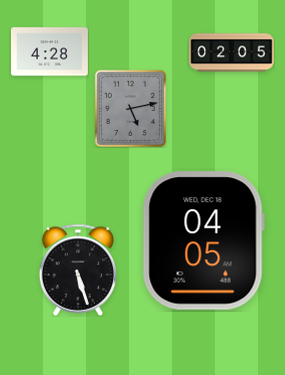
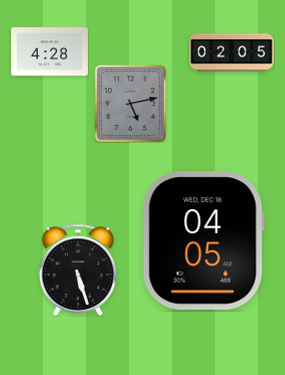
clock at (130, 108) position: (130, 108) -> (130, 103)
